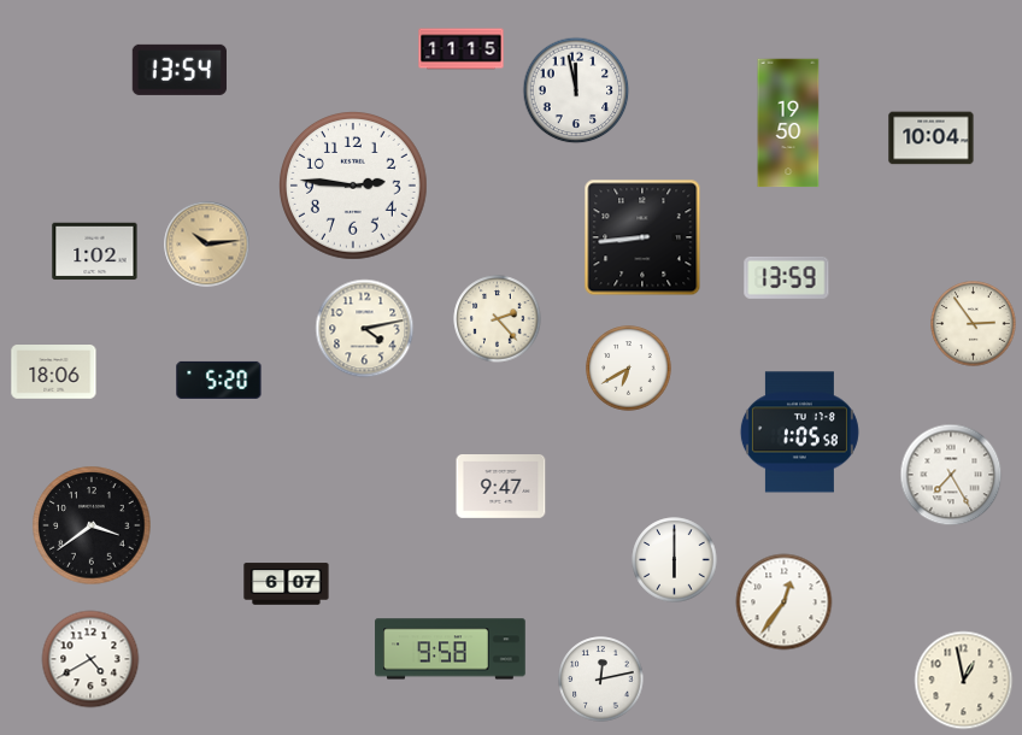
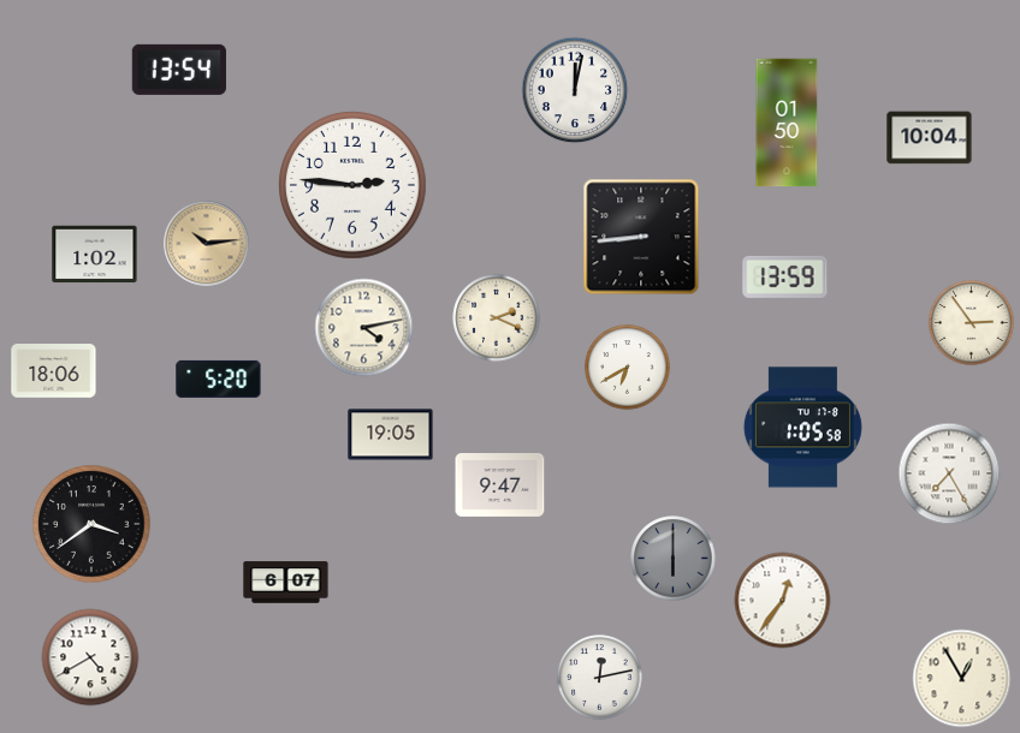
clock at (462, 49): 11:15 -> none
clock at (576, 90): 11:58 -> 12:02
clock at (788, 123): 19:50 -> 01:50
clock at (95, 252) position: (95, 252) -> (95, 255)
clock at (498, 319): 2:23 -> 2:19
clock at (799, 433) position: (799, 433) -> (802, 428)
clock at (391, 435): none -> 19:05
clock at (675, 560) dial: white -> grey
clock at (451, 649): 9:58 -> none
clock at (964, 681): 12:58 -> 12:55
